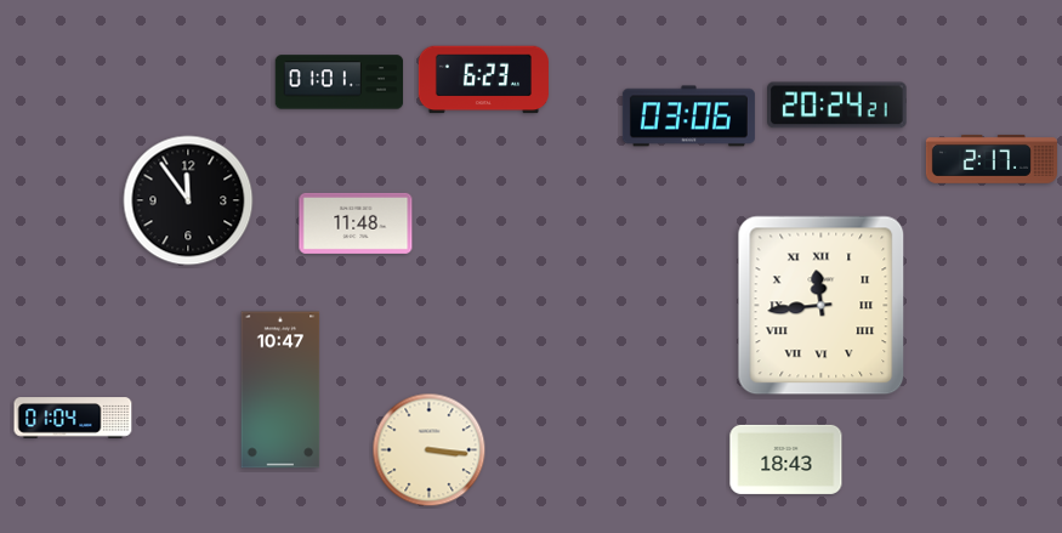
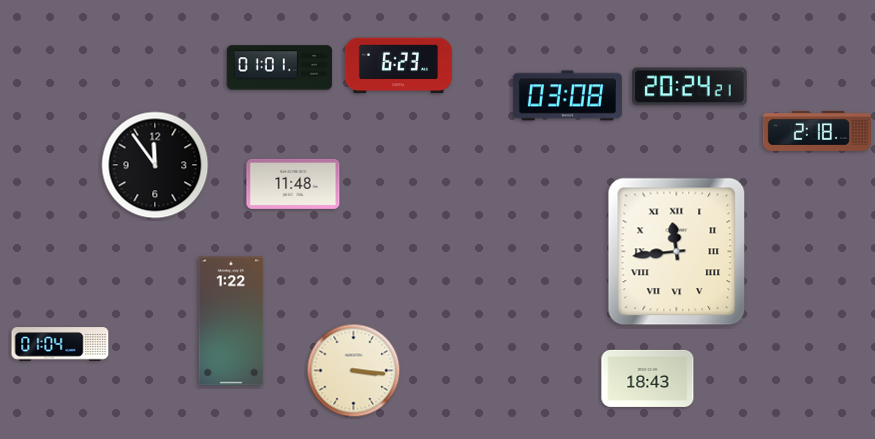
clock at (688, 117): 03:06 -> 03:08
clock at (992, 159): 2:17 -> 2:18
clock at (280, 390): 10:47 -> 1:22
